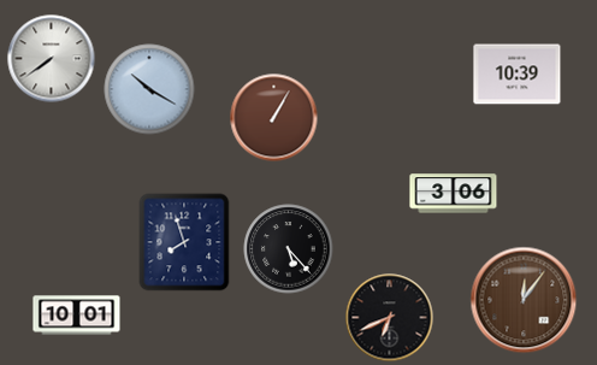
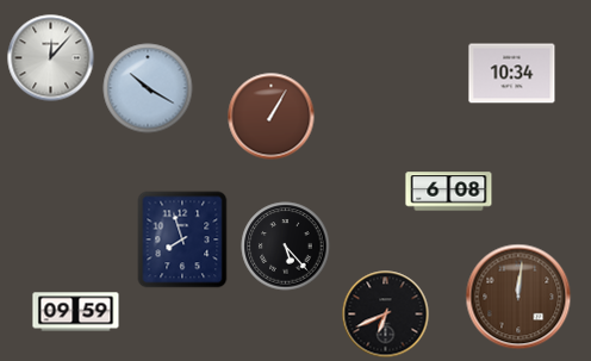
clock at (52, 59): 7:39 -> 12:07
clock at (518, 75): 10:39 -> 10:34
clock at (454, 194): 3:06 -> 6:08
clock at (524, 300): 12:06 -> 12:01
clock at (77, 316): 10:01 -> 09:59
